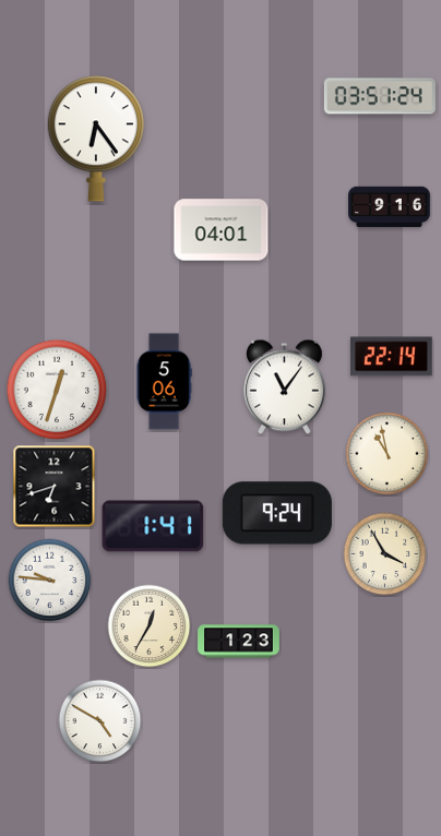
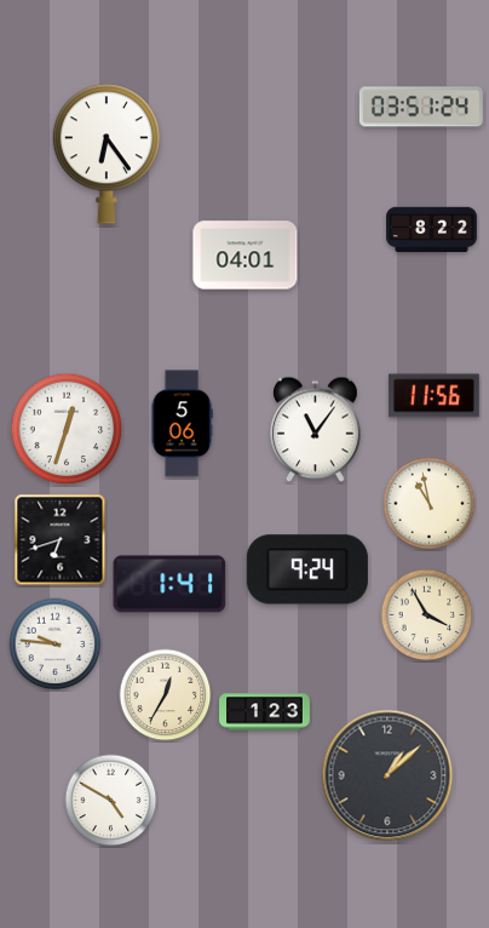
clock at (390, 207): 9:16 -> 8:22
clock at (391, 357): 22:14 -> 11:56
clock at (57, 390) position: (57, 390) -> (67, 429)
clock at (387, 775): none -> 1:08
